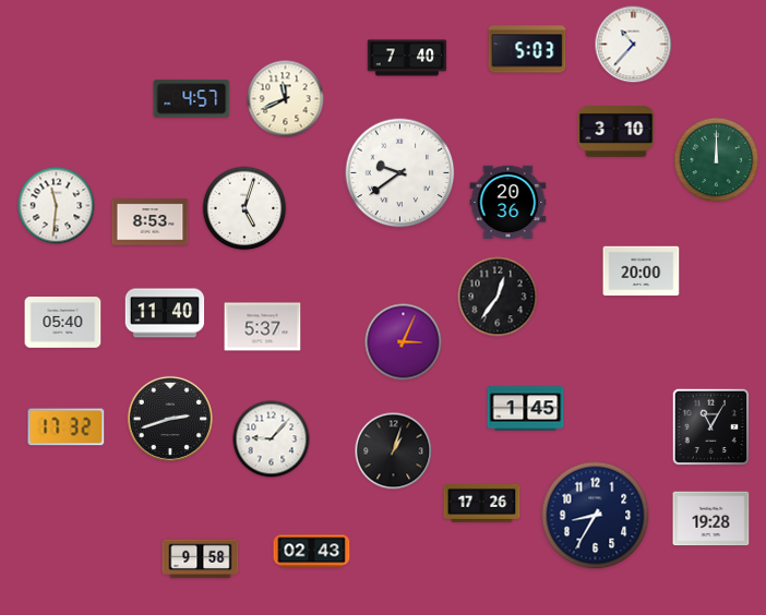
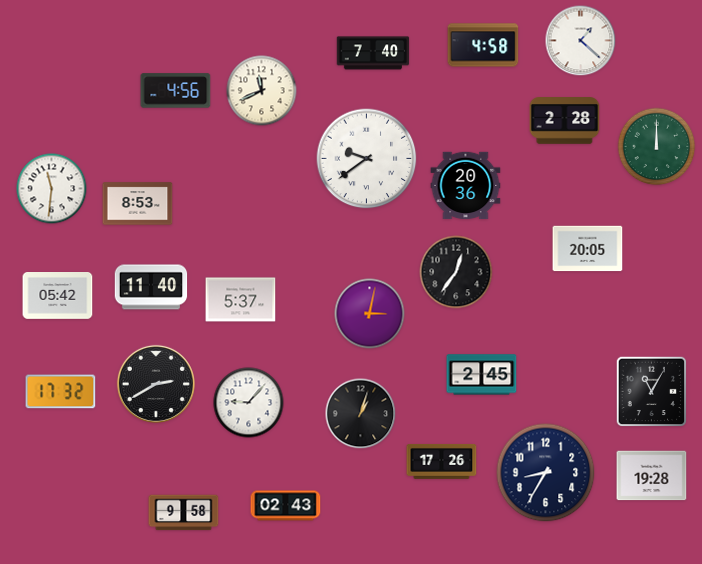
clock at (634, 45): 10:37 -> 1:22
clock at (527, 49): 5:03 -> 4:58
clock at (192, 99): 4:57 -> 4:56
clock at (617, 132): 3:10 -> 2:28
clock at (244, 208): 5:03 -> none
clock at (642, 272): 20:00 -> 20:05
clock at (63, 323): 05:40 -> 05:42
clock at (404, 342): 3:04 -> 3:02
clock at (526, 409): 1:45 -> 2:45
clock at (170, 419): 2:42 -> 2:40
